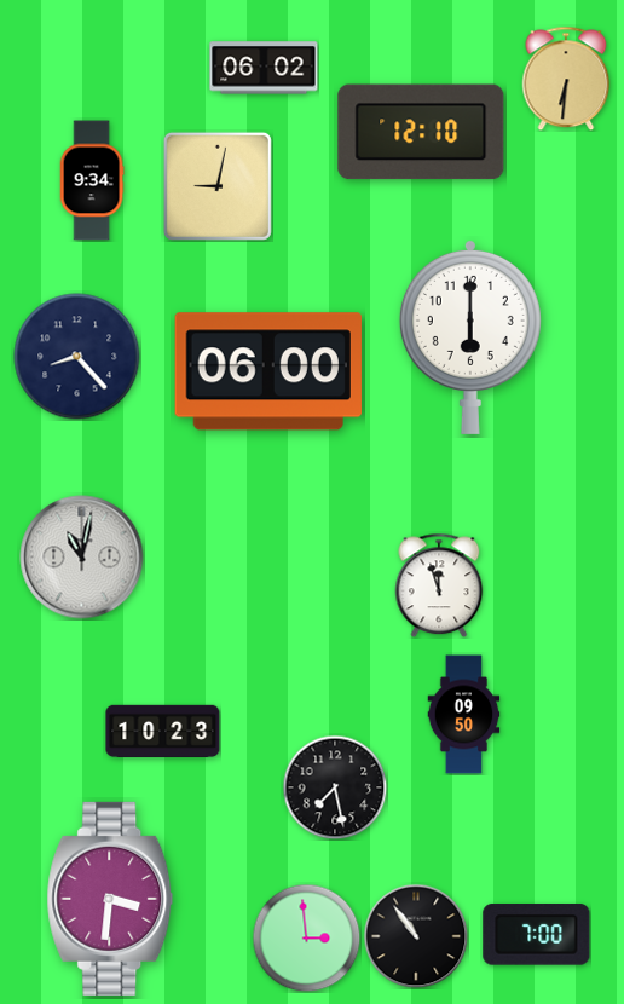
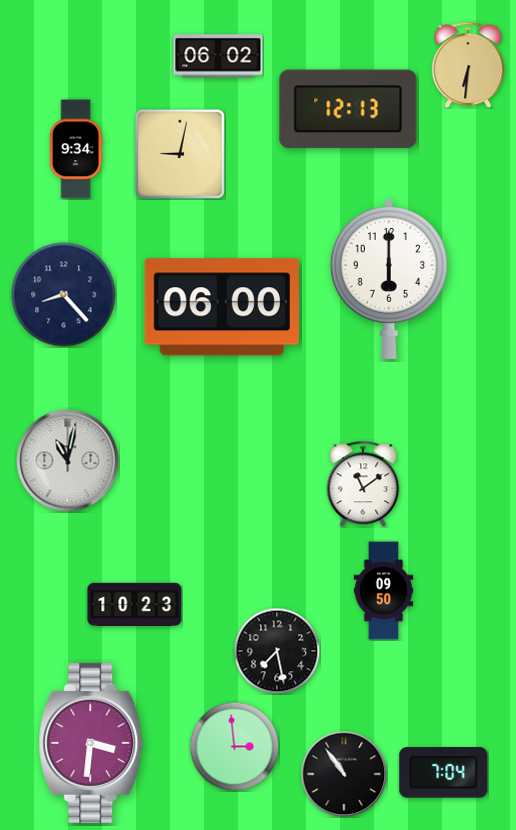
clock at (421, 132): 12:10 -> 12:13
clock at (439, 585): 11:57 -> 11:09
clock at (537, 935): 7:00 -> 7:04
clock at (306, 937) position: (306, 937) -> (234, 746)
